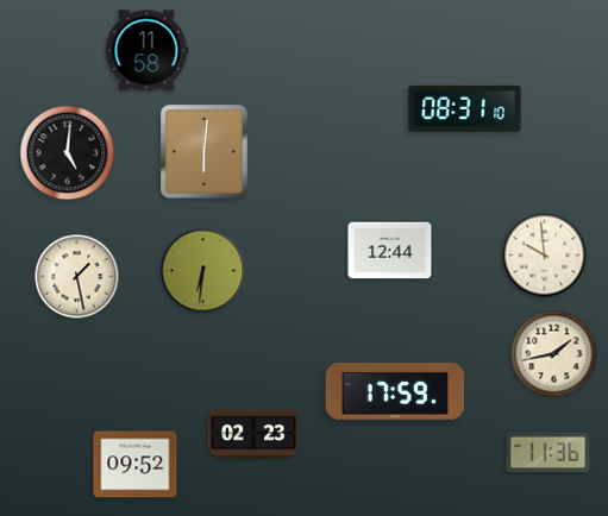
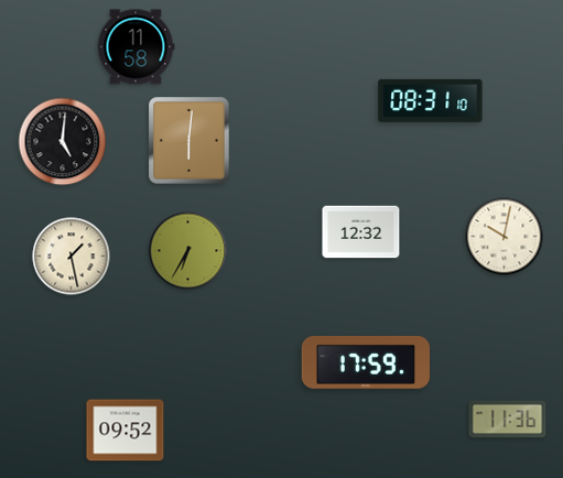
clock at (390, 251): 12:44 -> 12:32
clock at (545, 256): 9:59 -> 10:02
clock at (203, 271): 6:31 -> 6:35
clock at (554, 354): 1:43 -> none
clock at (253, 434): 02:23 -> none
